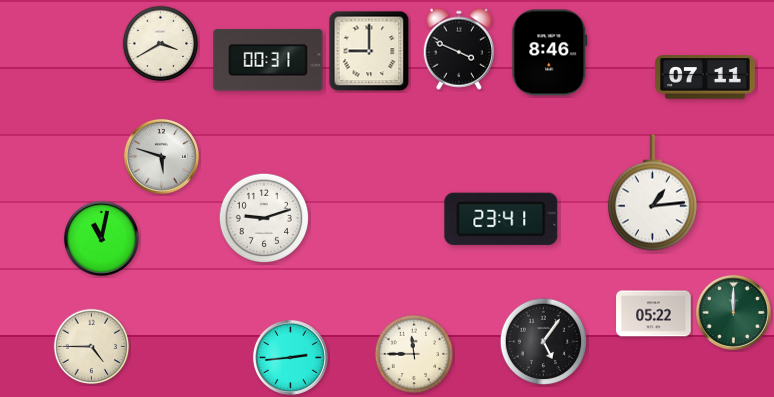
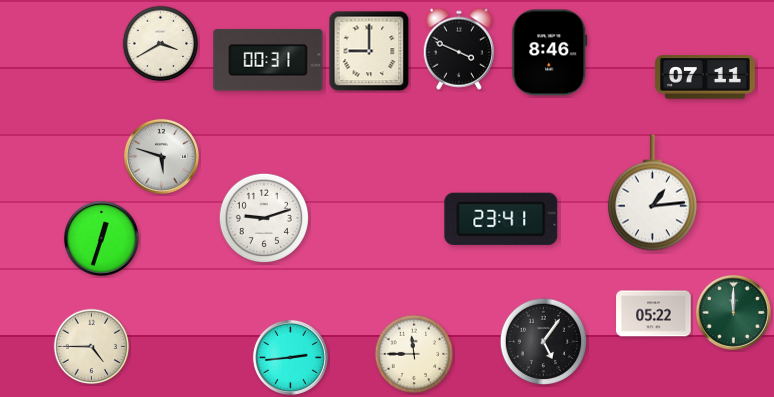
clock at (101, 238): 11:02 -> 12:33
